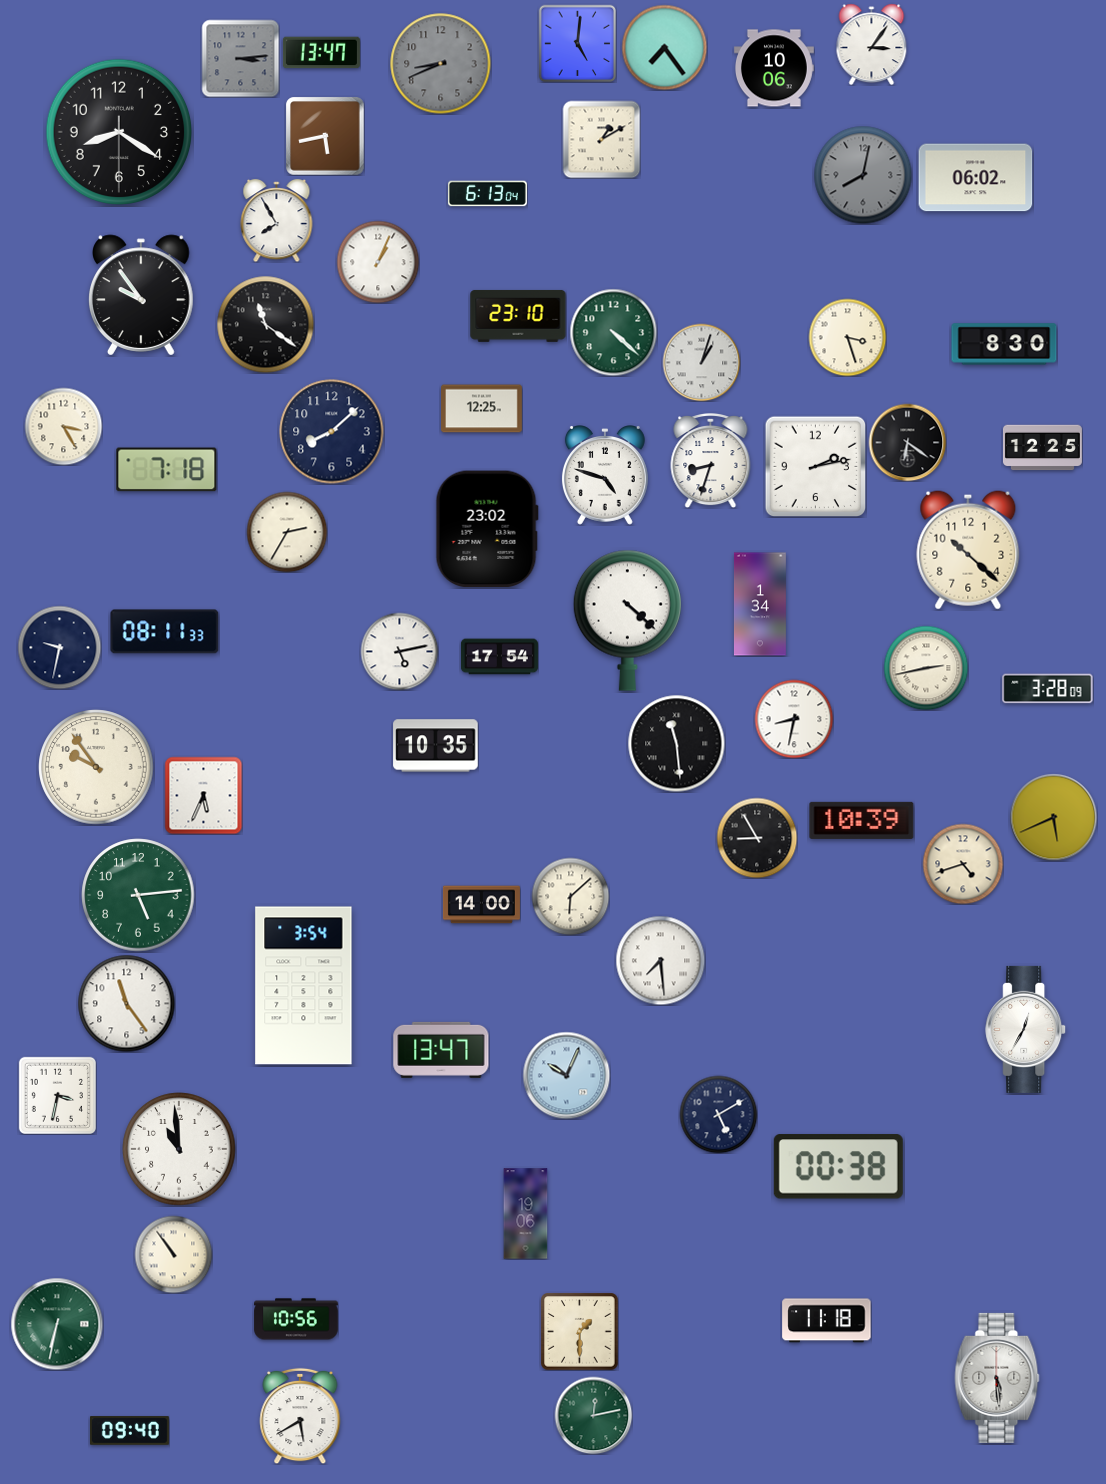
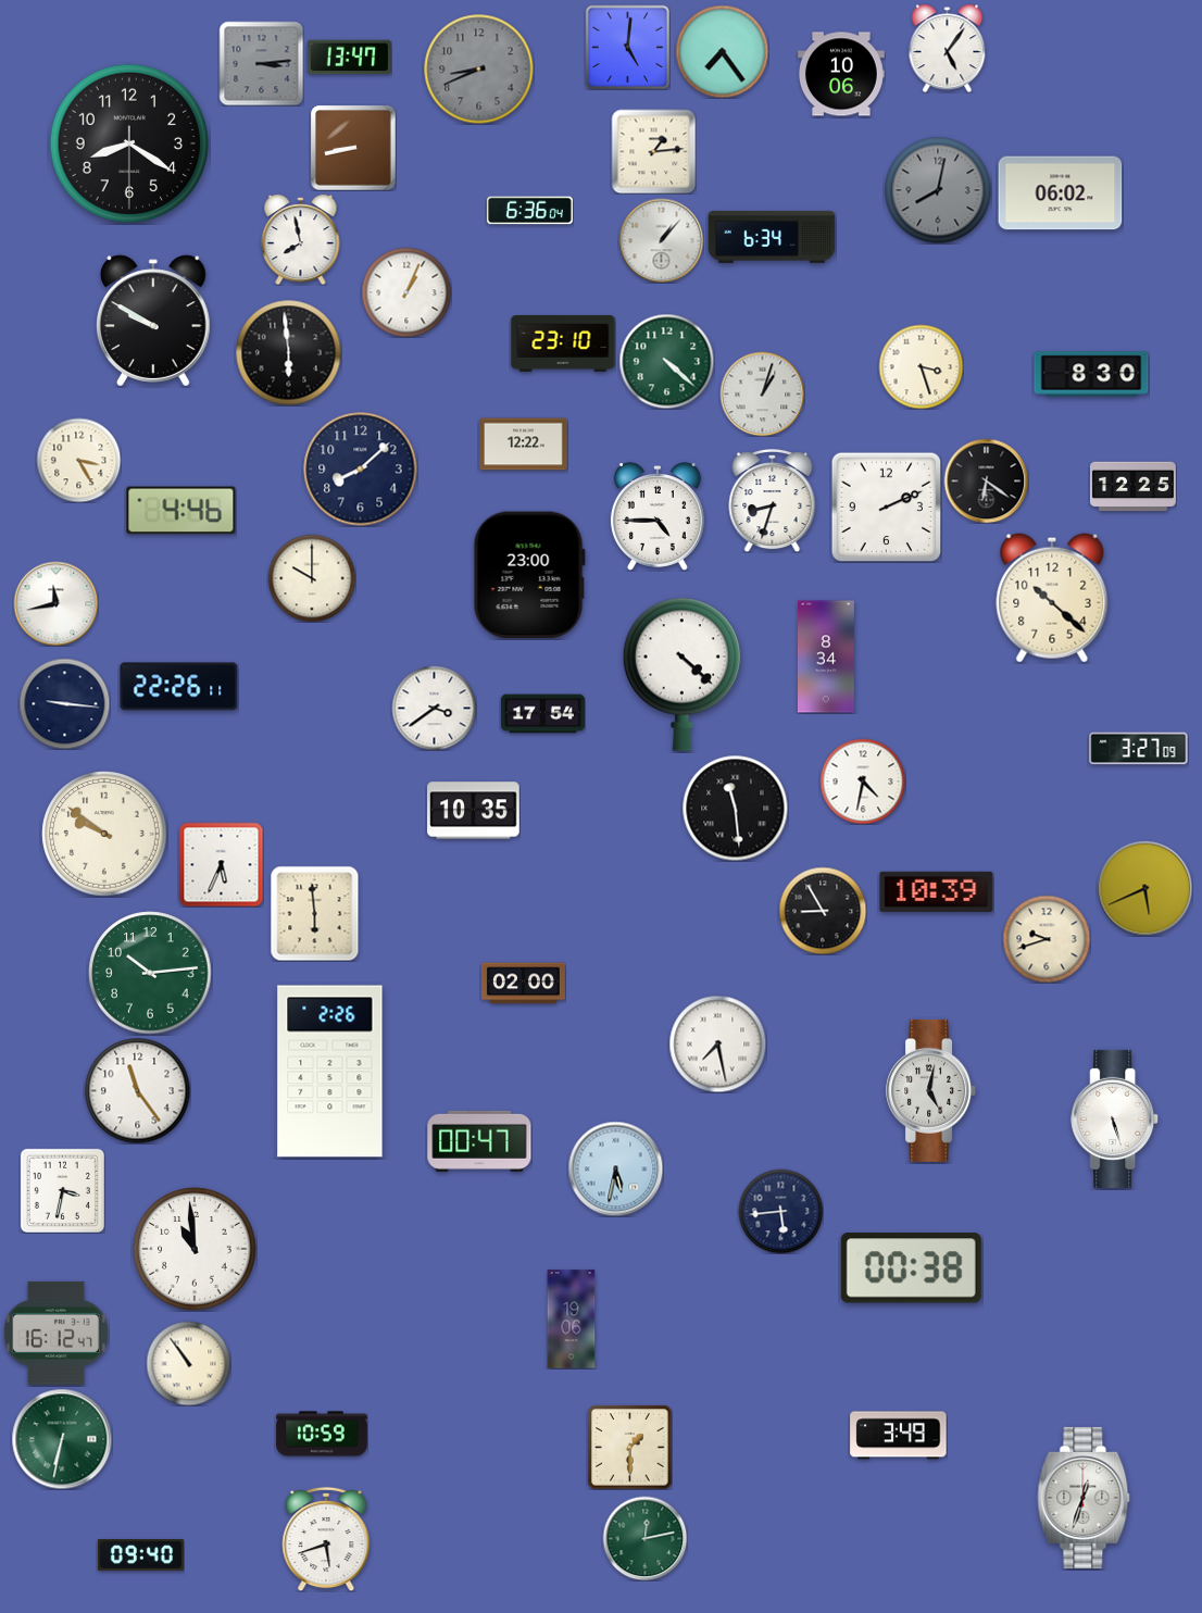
clock at (872, 44): 3:06 -> 5:06
clock at (325, 136): 5:43 -> 8:43
clock at (601, 139): 1:10 -> 1:14
clock at (487, 194): 6:13 -> 6:36
clock at (772, 237): none -> 6:34
clock at (277, 220): 7:55 -> 7:58
clock at (661, 240): none -> 1:07
clock at (378, 262) position: (378, 262) -> (406, 292)
clock at (142, 295): 9:54 -> 9:50
clock at (265, 324): 11:21 -> 5:59
clock at (482, 409): 12:25 -> 12:22
clock at (63, 426) position: (63, 426) -> (78, 460)
clock at (815, 466): 2:13 -> 2:11
clock at (167, 470): 7:18 -> 4:46
clock at (605, 475): 4:48 -> 4:45
clock at (487, 529): 23:02 -> 23:00
clock at (287, 532): 2:35 -> 10:00
clock at (55, 603): none -> 11:43
clock at (760, 604): 1:34 -> 8:34
clock at (165, 632): 08:11 -> 22:26
clock at (59, 647): 9:32 -> 9:16
clock at (399, 651): 5:13 -> 3:39
clock at (926, 668): 2:43 -> none
clock at (1048, 689): 3:28 -> 3:27
clock at (794, 719): 8:32 -> 4:32
clock at (96, 767): 9:54 -> 9:51
clock at (315, 913): none -> 5:59
clock at (963, 864): 4:42 -> 9:42
clock at (138, 895): 5:14 -> 10:14
clock at (570, 896): 6:08 -> none
clock at (481, 905): 14:00 -> 02:00
clock at (660, 960): 7:29 -> 7:28
clock at (304, 986): 3:54 -> 2:26
clock at (931, 1090): none -> 5:02
clock at (1026, 1029): 12:35 -> 5:27
clock at (441, 1050): 13:47 -> 00:47
clock at (566, 1075): 10:04 -> 5:32
clock at (718, 1114): 5:10 -> 5:44
clock at (55, 1333): none -> 16:12
clock at (296, 1319): 10:56 -> 10:59
clock at (827, 1321): 11:18 -> 3:49
clock at (997, 1378): 5:29 -> 12:33
clock at (300, 1416): 5:40 -> 5:42
